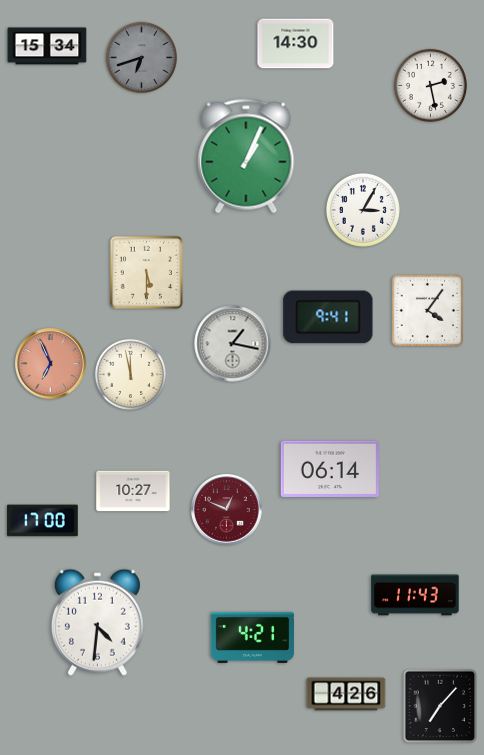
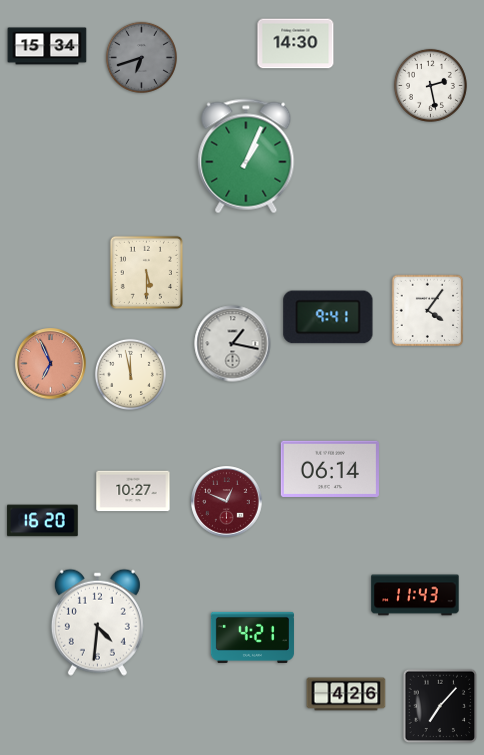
clock at (363, 210): 3:05 -> none
clock at (227, 510) position: (227, 510) -> (227, 502)
clock at (43, 521): 17:00 -> 16:20
